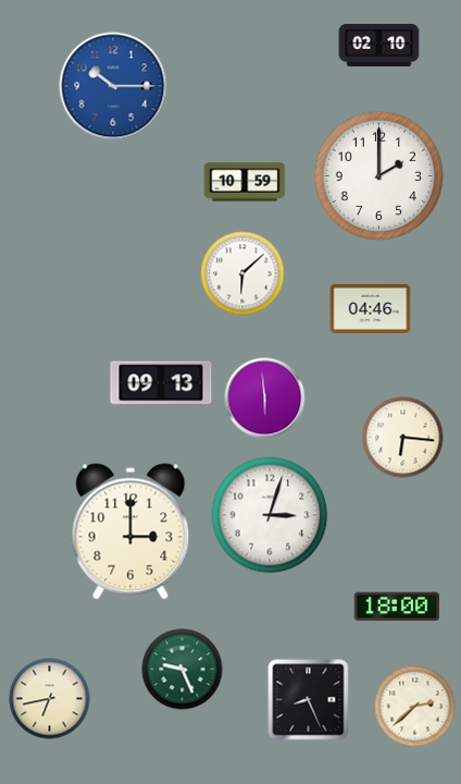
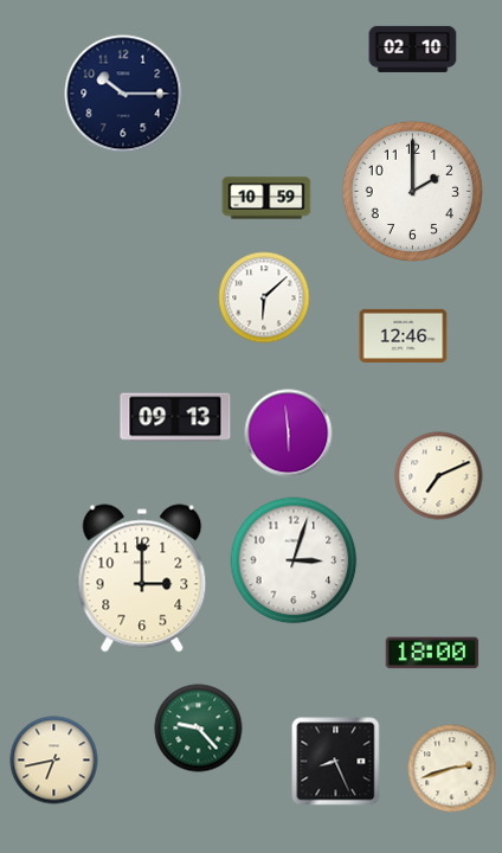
clock at (113, 86) dial: blue -> navy
clock at (371, 308): 04:46 -> 12:46
clock at (403, 438): 6:16 -> 7:11
clock at (397, 607) position: (397, 607) -> (432, 653)
clock at (183, 670): 9:26 -> 9:23
clock at (415, 707): 2:38 -> 2:42
